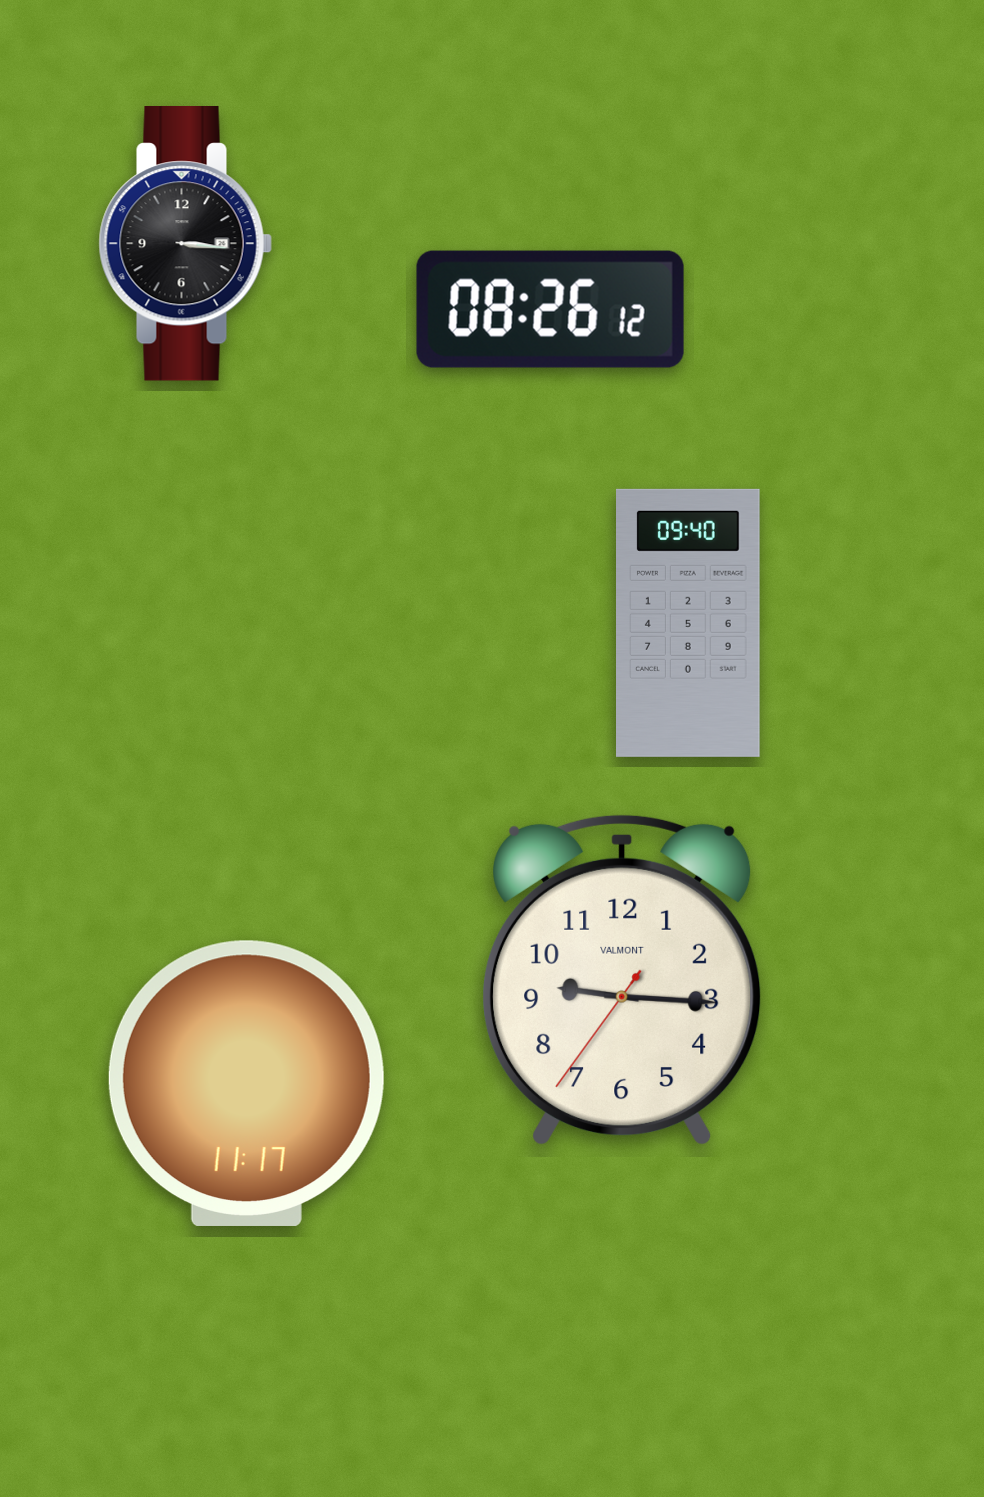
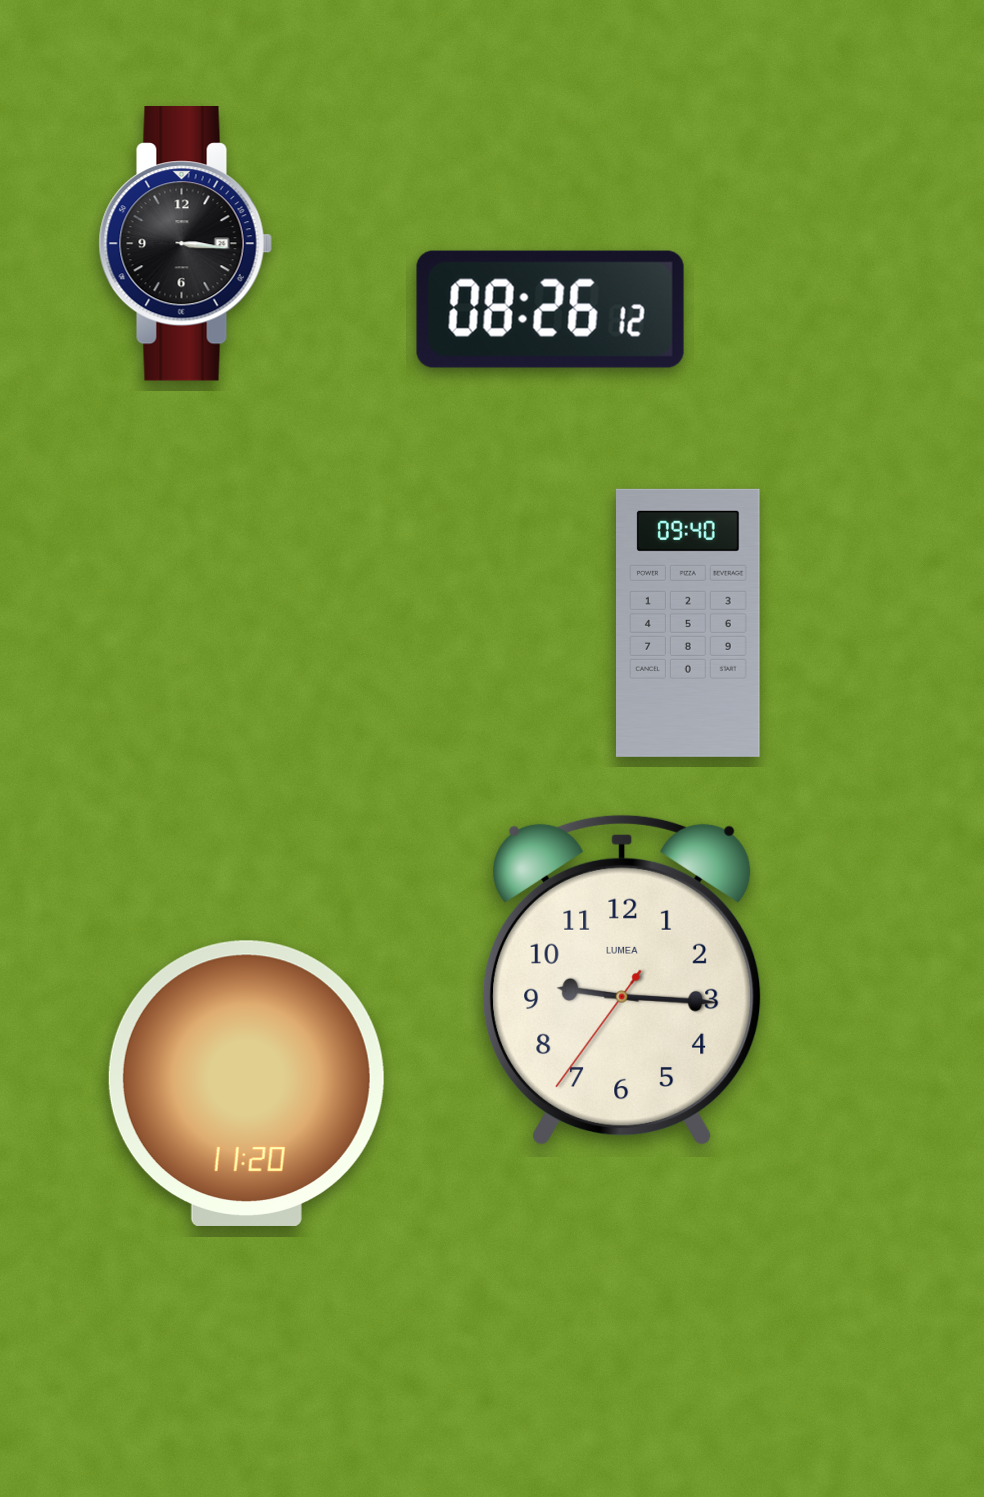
clock at (623, 980) brand: VALMONT -> LUMEA
clock at (246, 1083): 11:17 -> 11:20
